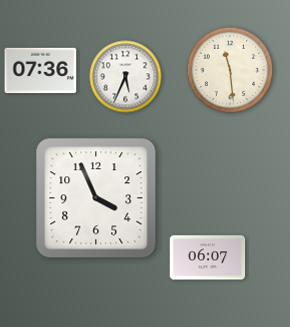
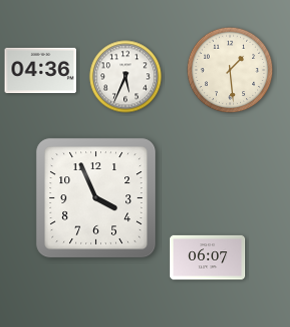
clock at (230, 70): 11:29 -> 1:29
clock at (41, 71): 07:36 -> 04:36
